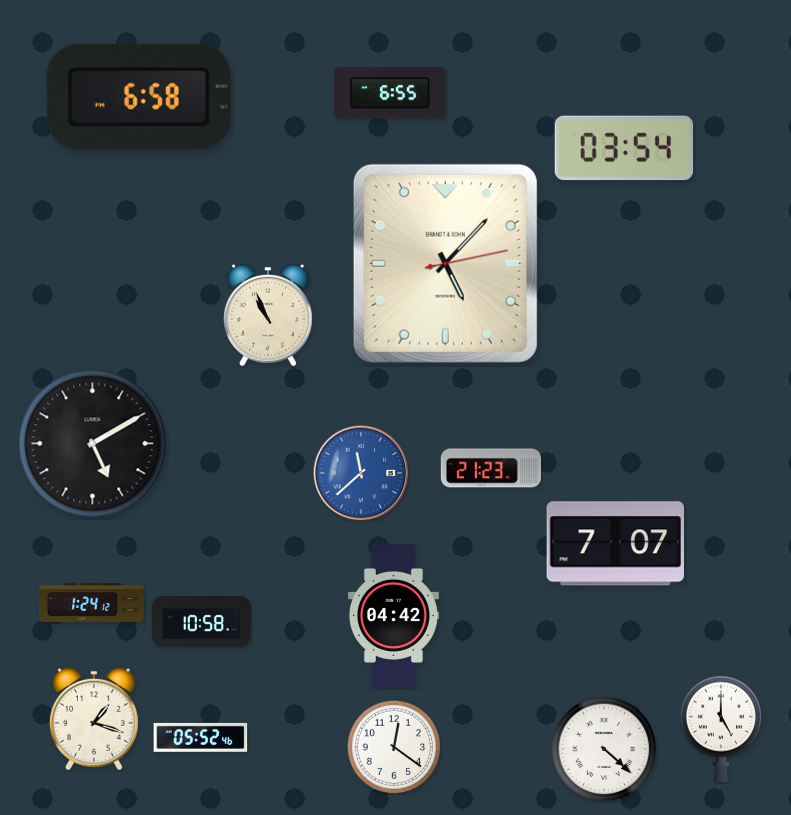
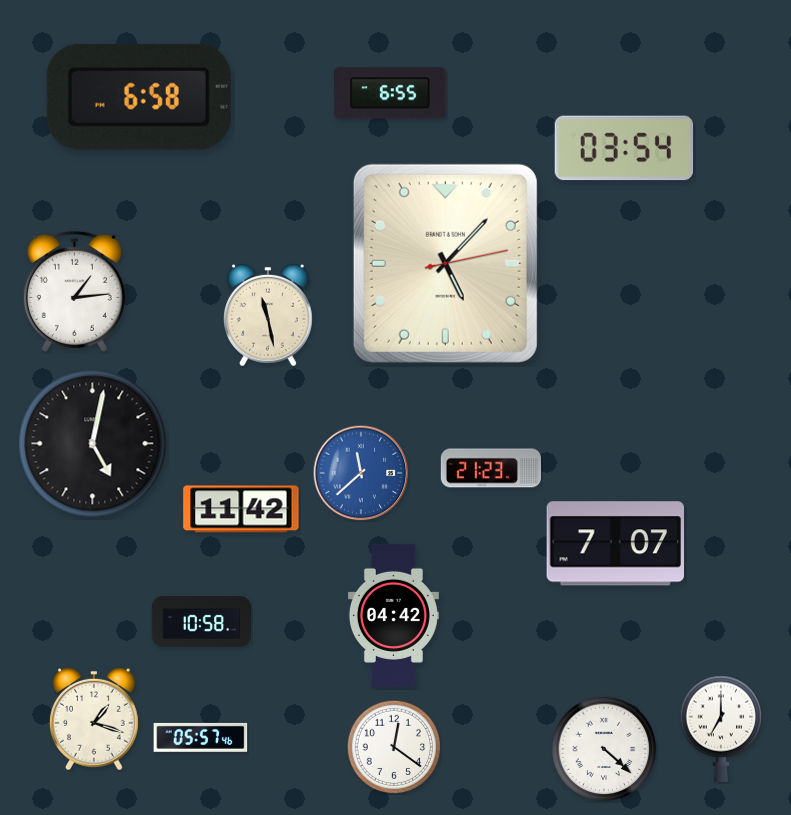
clock at (74, 291): none -> 1:14
clock at (268, 315): 10:56 -> 11:28
clock at (93, 444): 5:10 -> 5:02
clock at (241, 509): none -> 11:42
clock at (91, 604): 1:24 -> none
clock at (721, 729): 5:00 -> 7:00
clock at (201, 737): 05:52 -> 05:57
